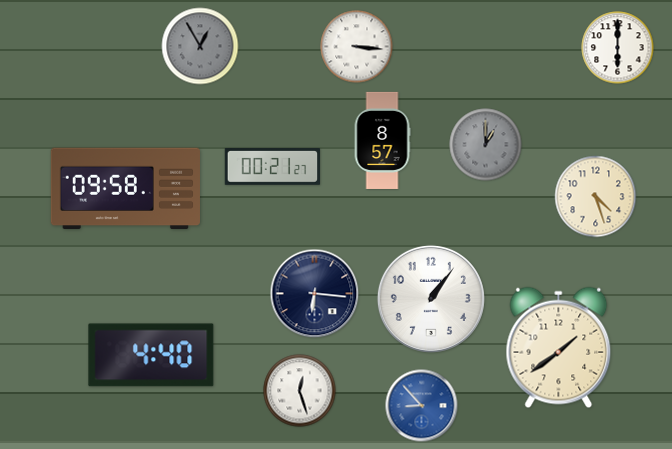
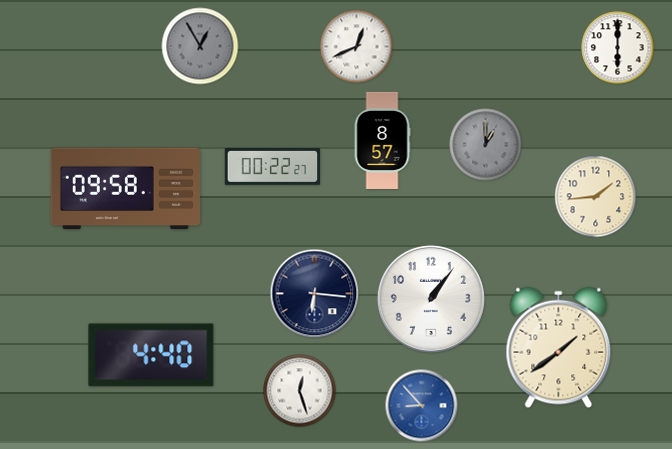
clock at (357, 47): 3:16 -> 12:41
clock at (273, 167): 00:21 -> 00:22
clock at (596, 197): 4:27 -> 1:44
